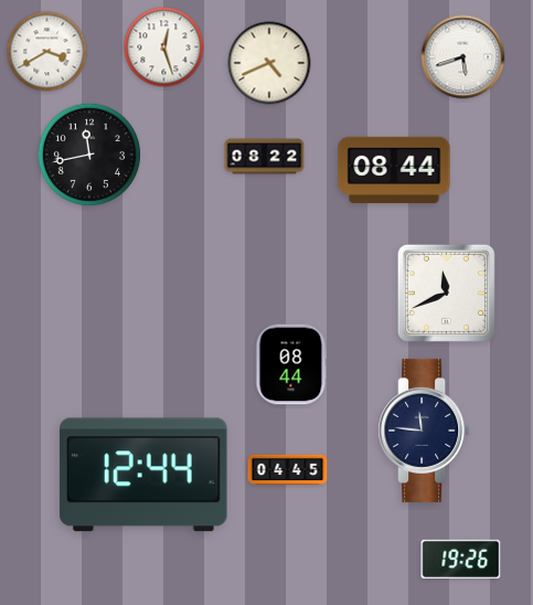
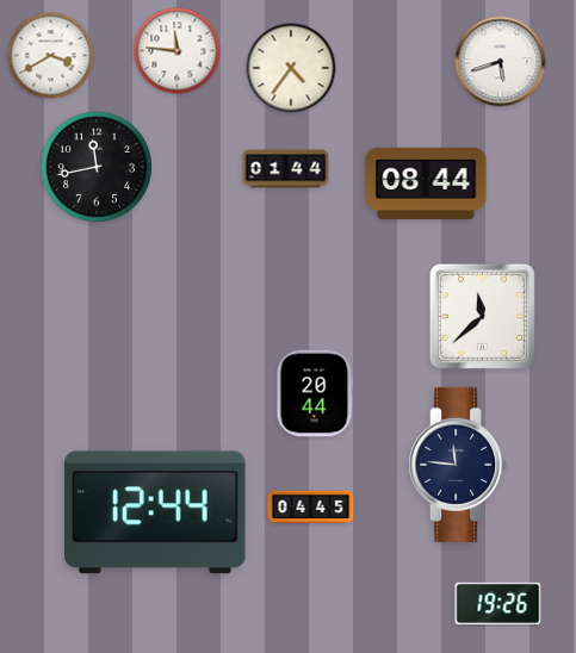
clock at (164, 47): 12:27 -> 11:46
clock at (269, 63): 4:41 -> 4:36
clock at (265, 157): 08:22 -> 01:44
clock at (446, 293): 11:41 -> 11:38
clock at (291, 364): 08:44 -> 20:44
